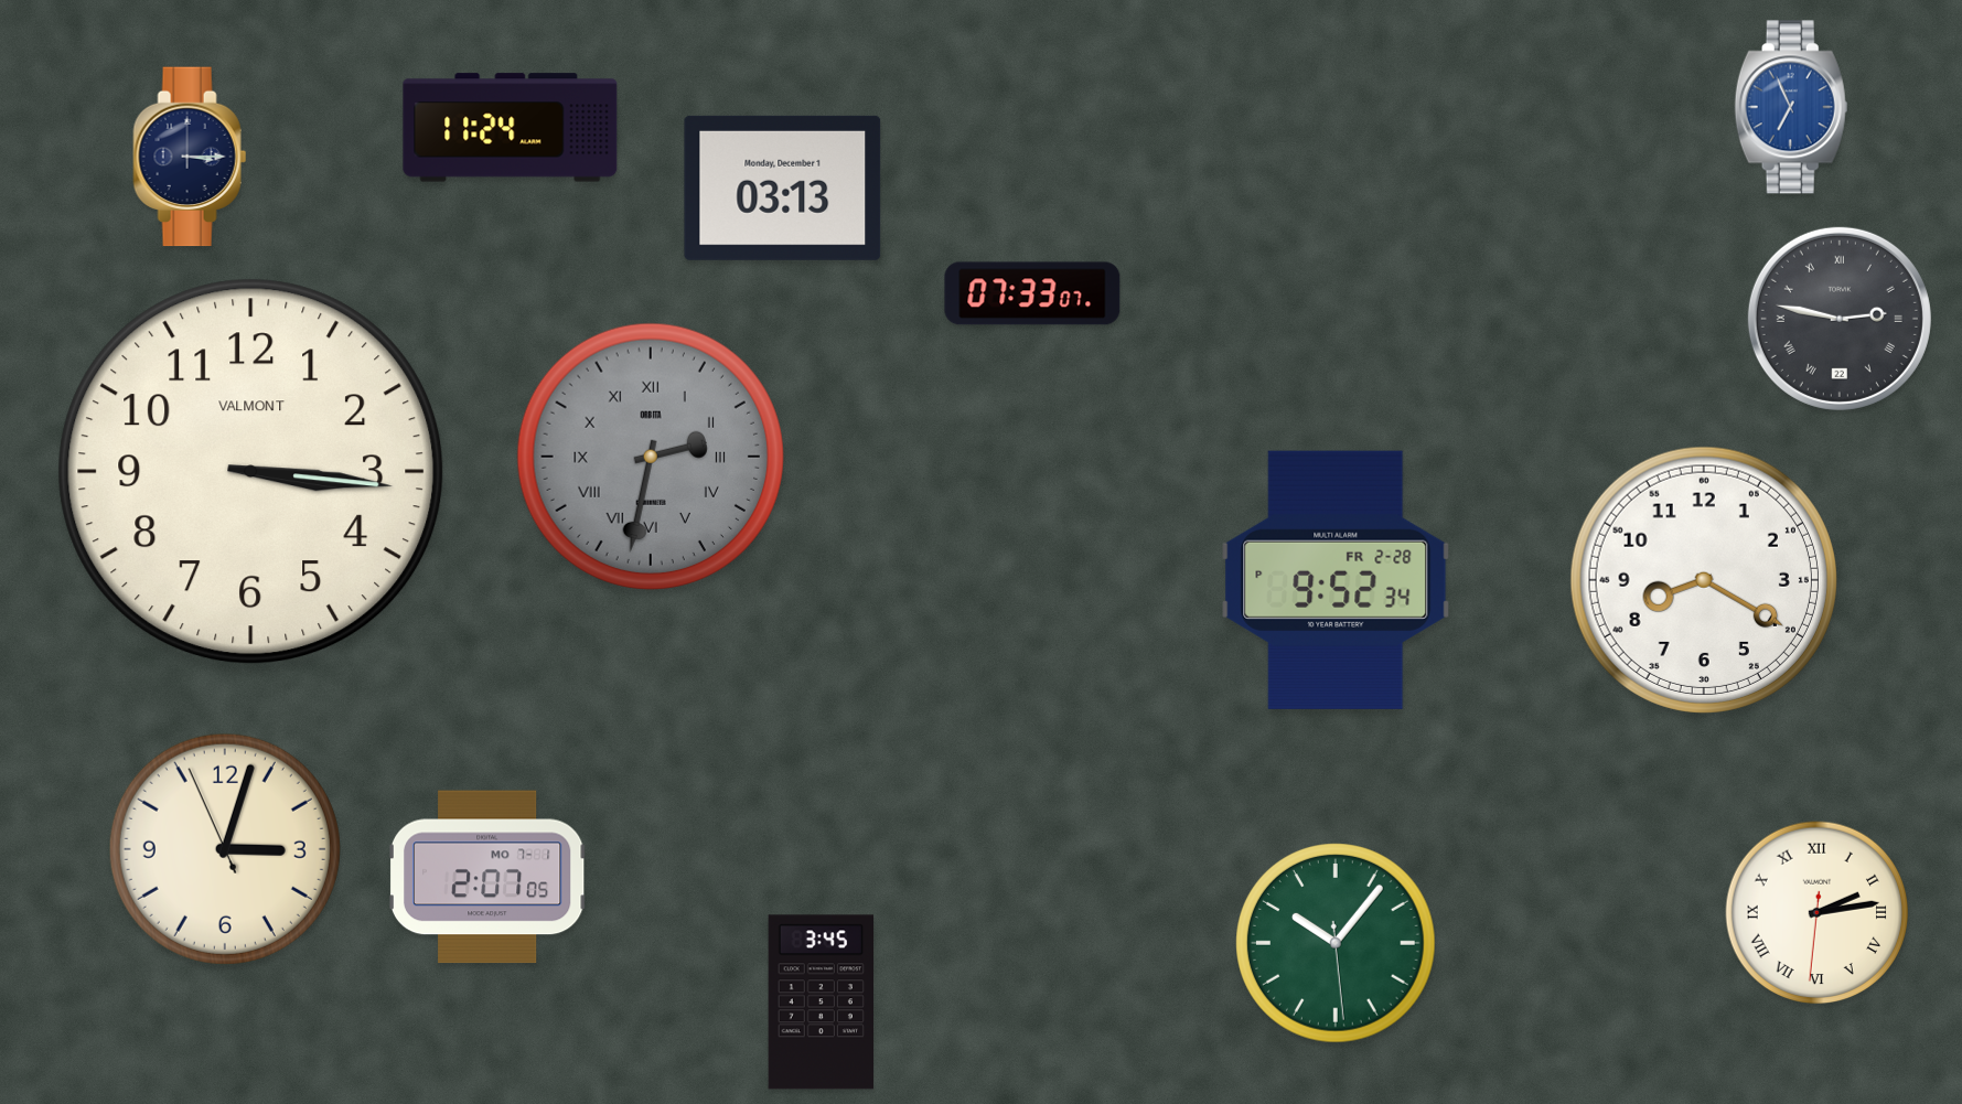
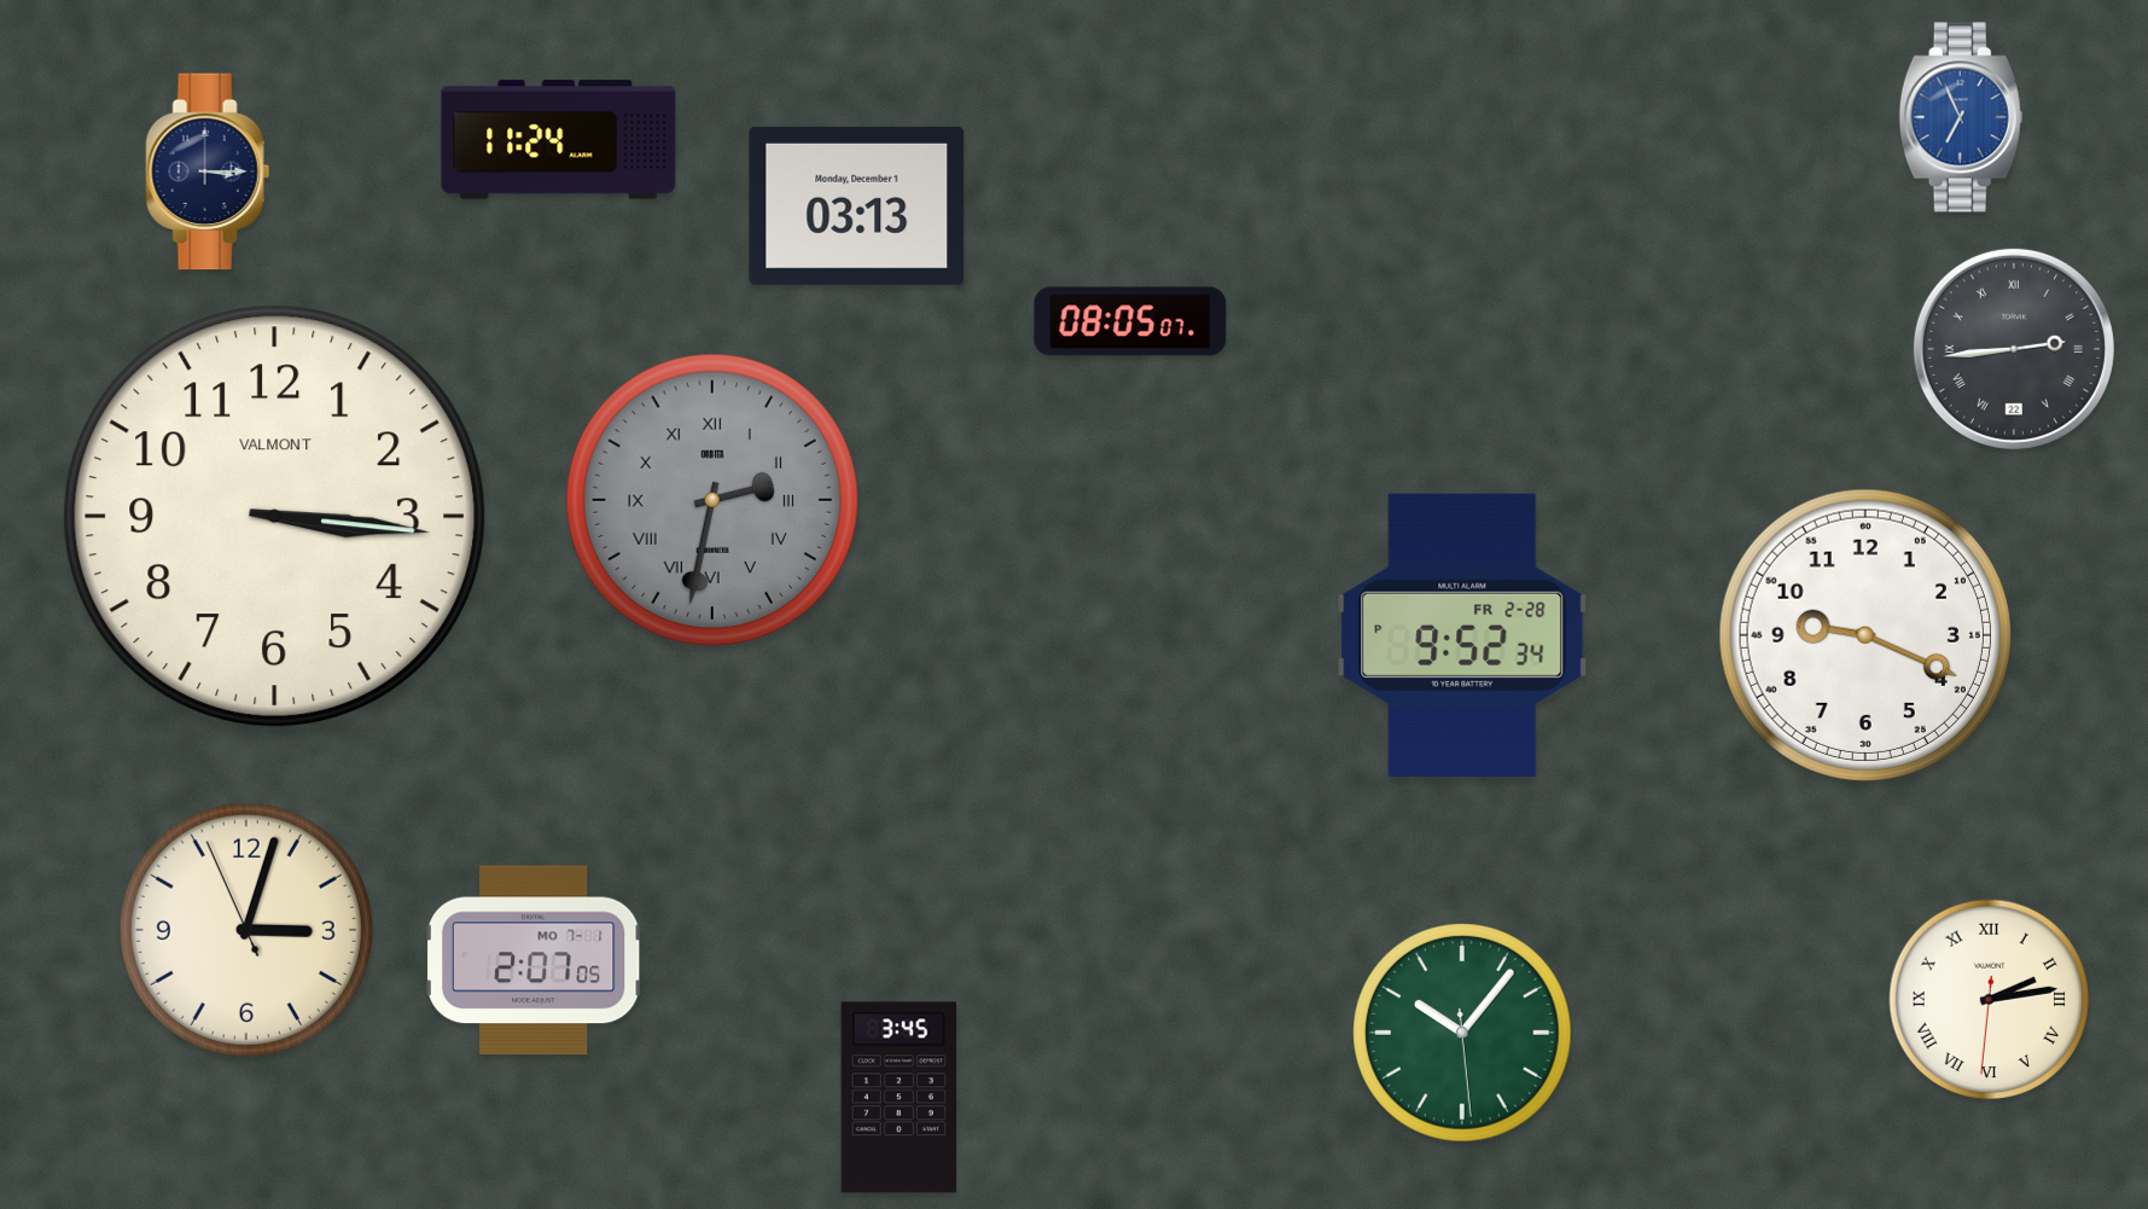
clock at (1032, 293): 07:33 -> 08:05
clock at (1840, 319): 2:47 -> 2:44
clock at (1704, 580): 8:20 -> 9:19
